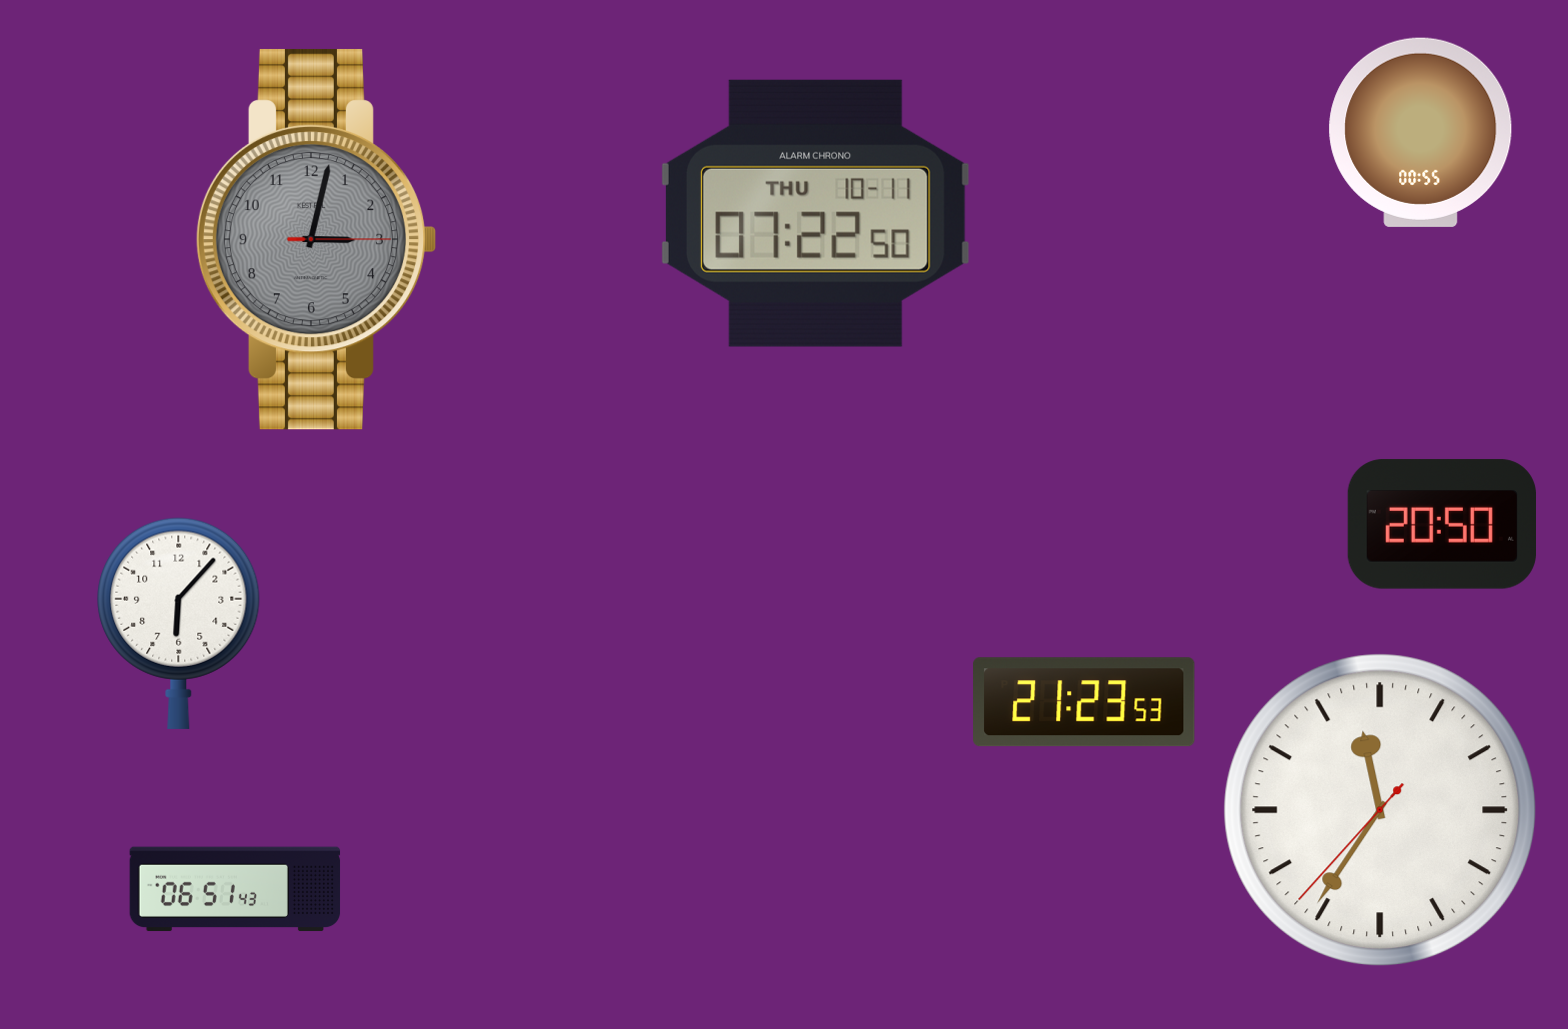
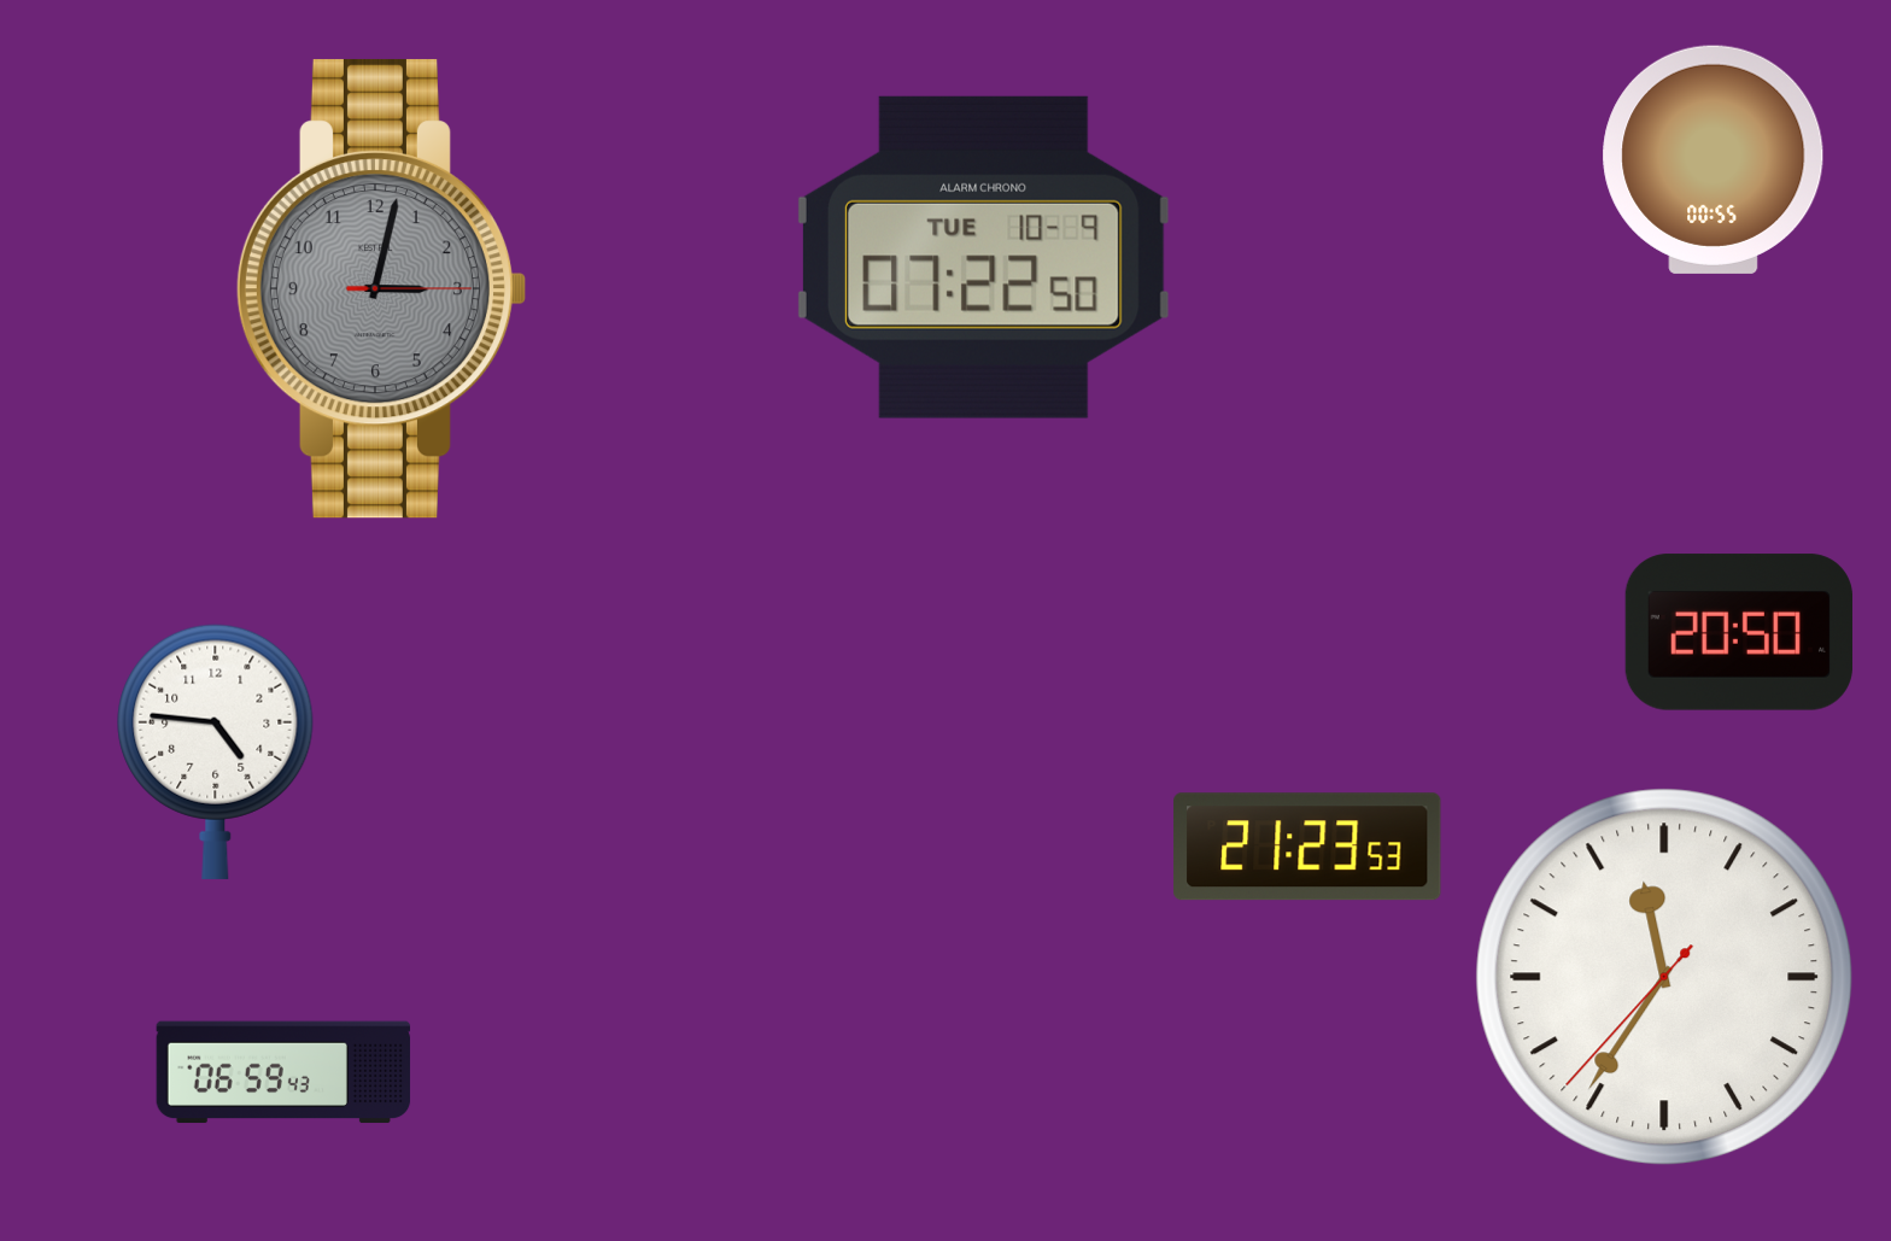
clock at (815, 213) date: THU 10-11 -> TUE 10-9
clock at (179, 623): 6:07 -> 4:46
clock at (235, 889): 06:51 -> 06:59
